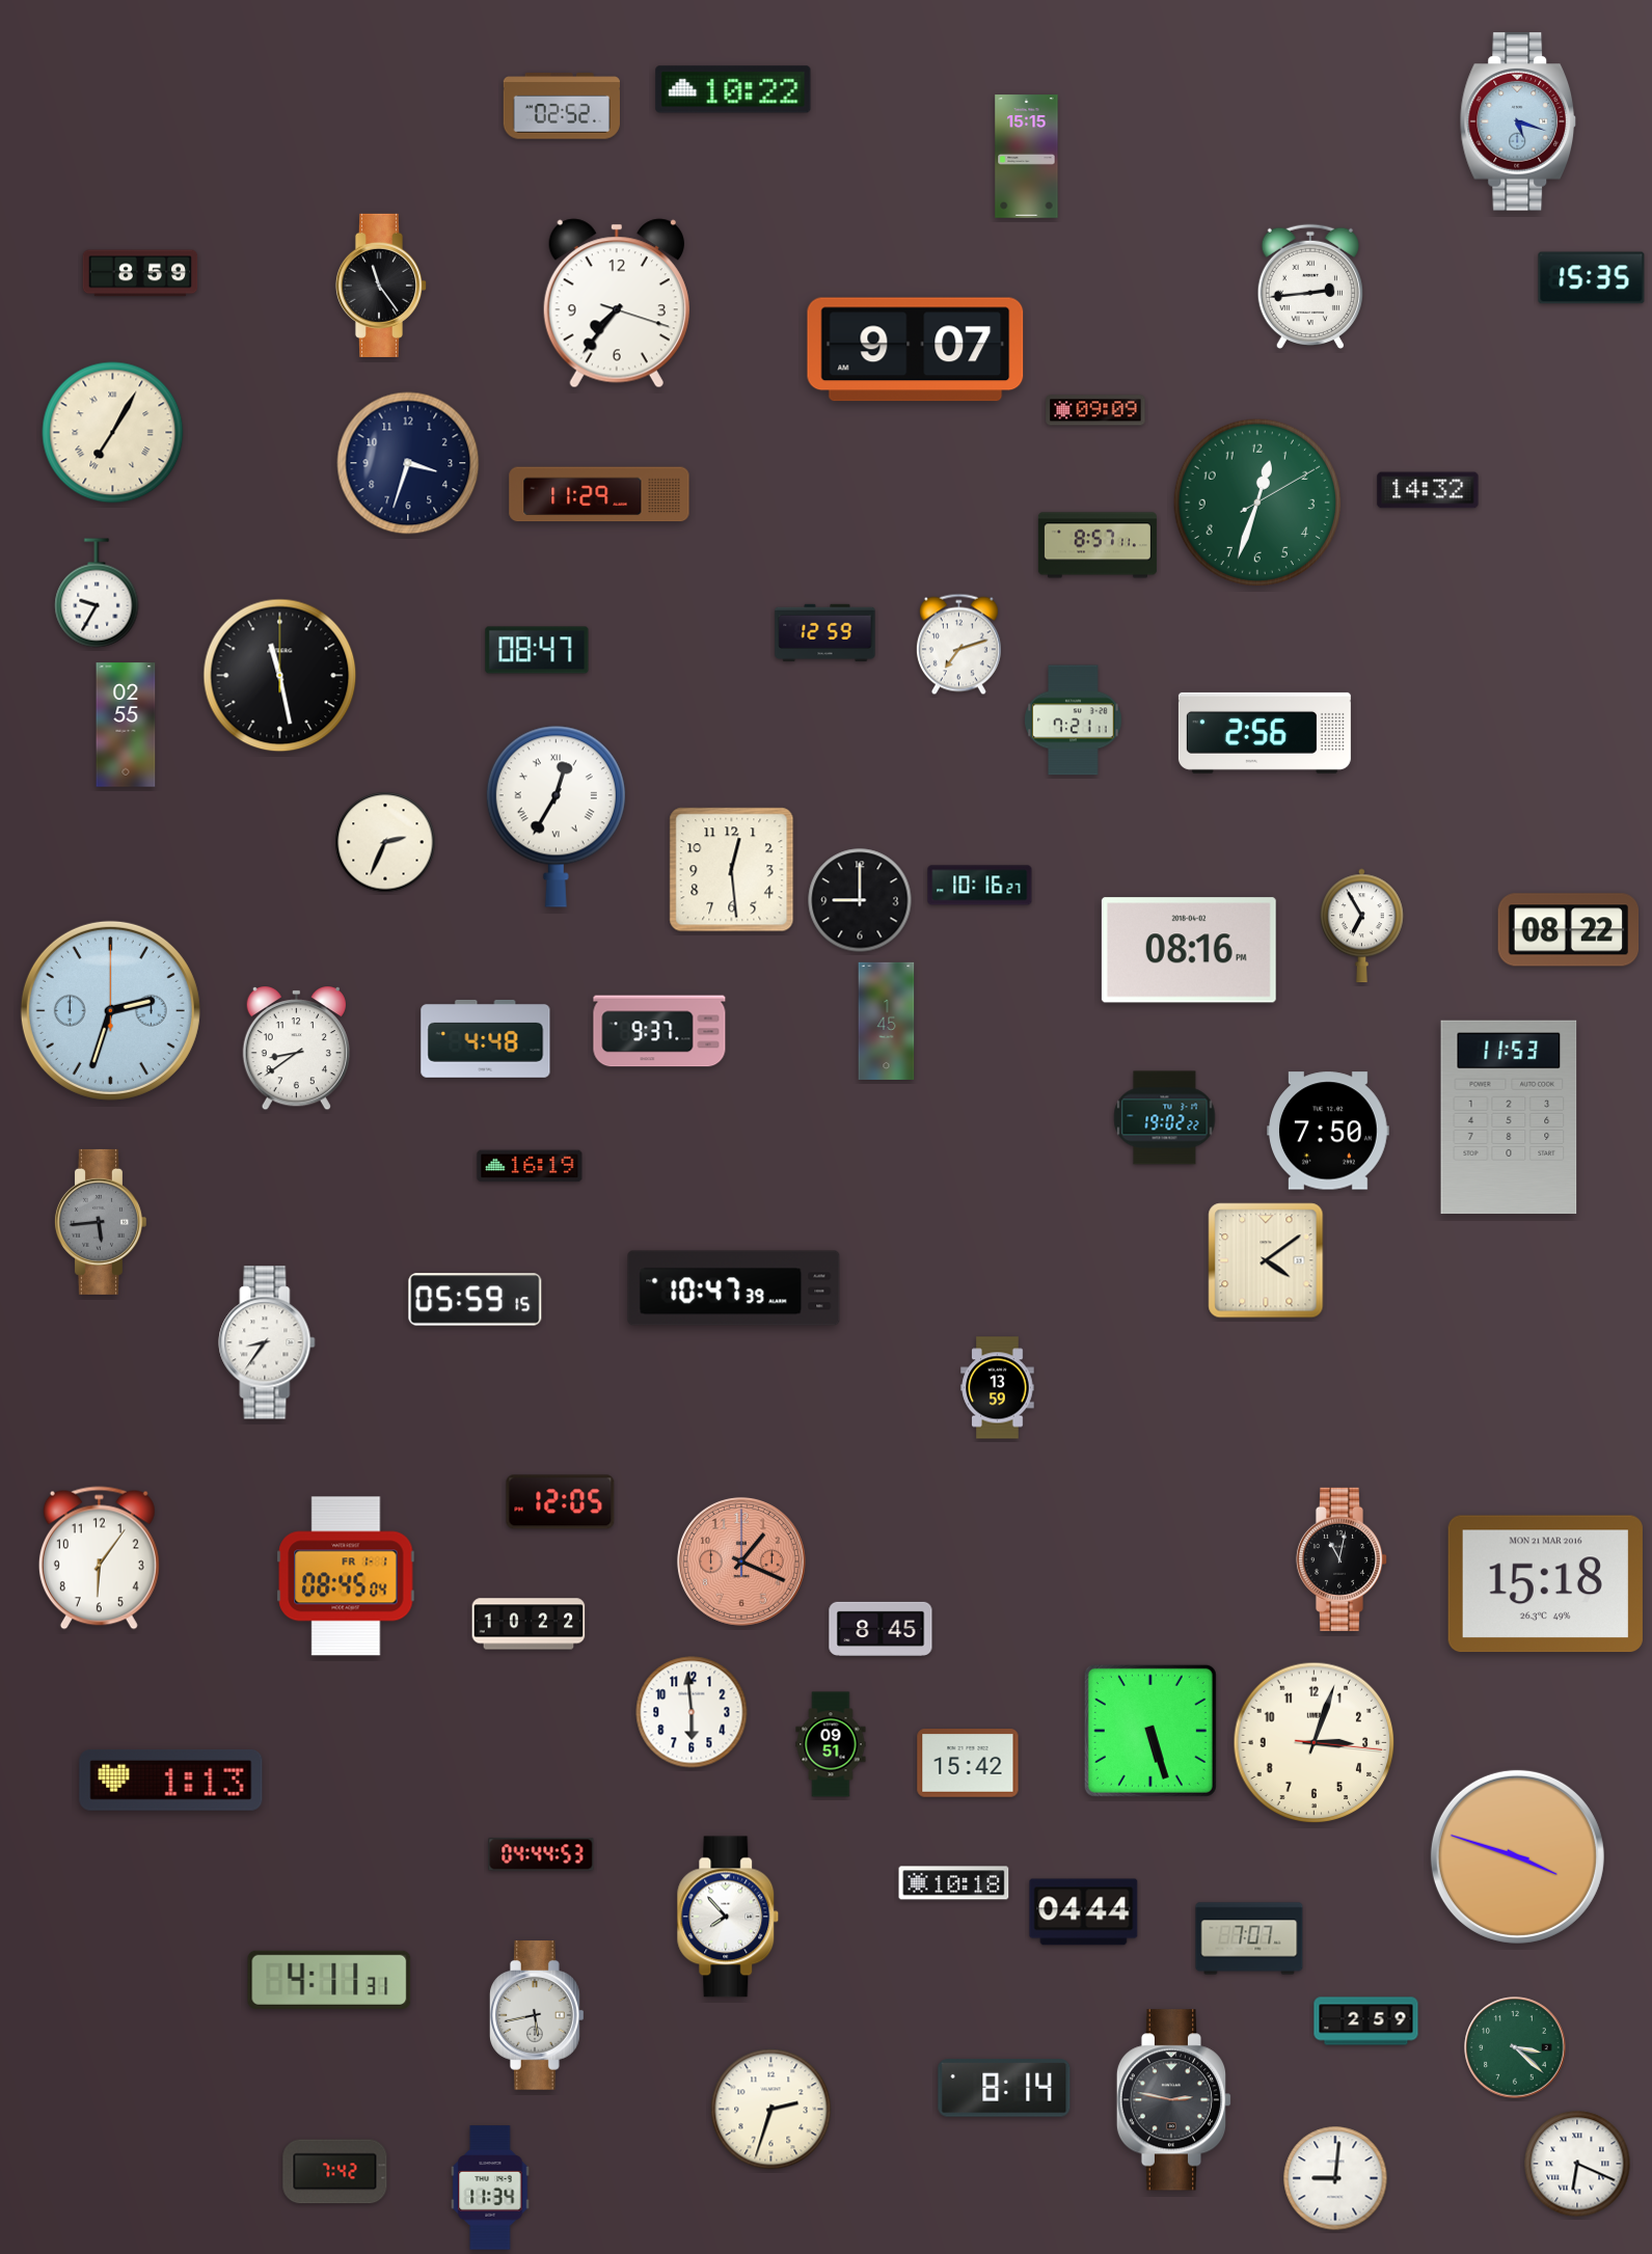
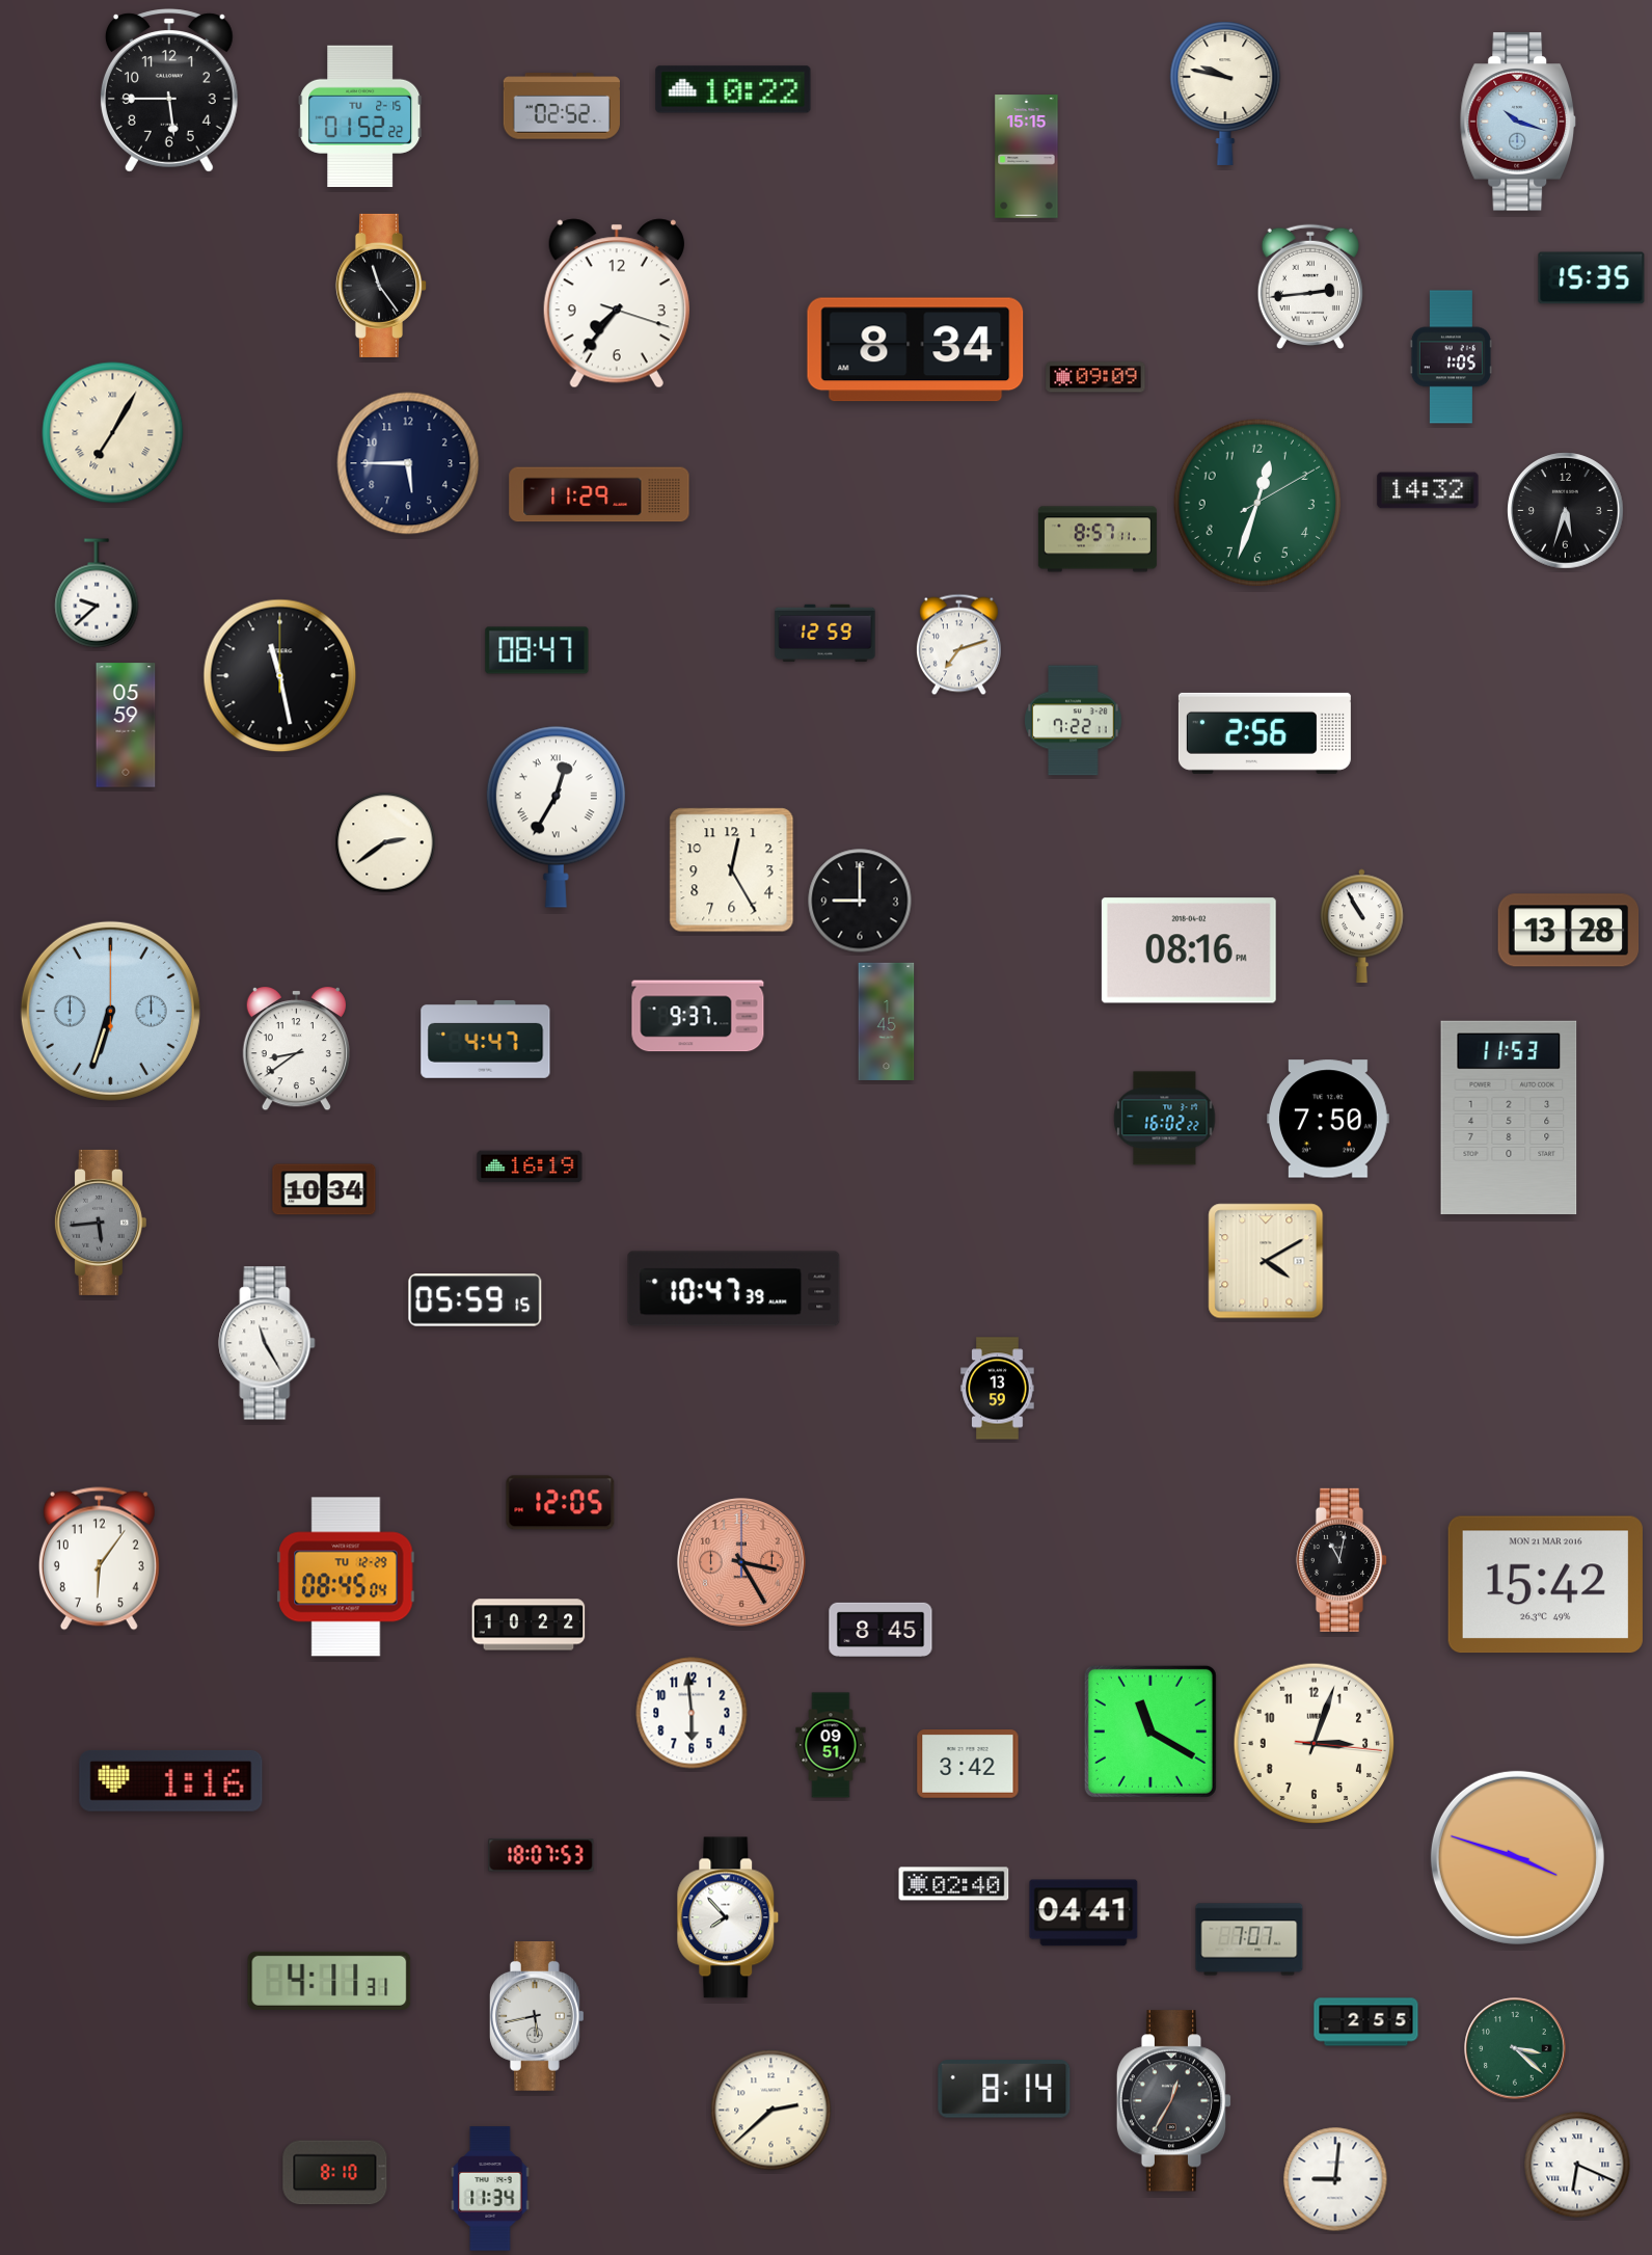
clock at (169, 90): none -> 5:45
clock at (1225, 93): none -> 9:47
clock at (360, 116): none -> 01:52
clock at (1517, 121): 5:18 -> 10:18
clock at (140, 273): 8:59 -> none
clock at (916, 350): 9:07 -> 8:34
clock at (1451, 357): none -> 1:05
clock at (1095, 410) position: (1095, 410) -> (1095, 377)
clock at (408, 463): 3:33 -> 5:45
clock at (1566, 511): none -> 5:33
clock at (1098, 545) position: (1098, 545) -> (1098, 539)
clock at (97, 593): 9:35 -> 9:38
clock at (1074, 721): 7:21 -> 7:22
clock at (126, 725): 02:55 -> 05:59
clock at (385, 842): 2:34 -> 2:39
clock at (732, 870): 12:29 -> 12:25
clock at (980, 886): 10:16 -> none
clock at (1362, 926): 6:55 -> 10:55
clock at (1569, 930): 08:22 -> 13:28
clock at (110, 1010): 2:33 -> 6:33
clock at (659, 1031) position: (659, 1031) -> (698, 1016)
clock at (486, 1039): 4:48 -> 4:47
clock at (1165, 1118): 19:02 -> 16:02
clock at (1329, 1131) position: (1329, 1131) -> (1329, 1119)
clock at (324, 1189): none -> 10:34
clock at (1266, 1260): 4:09 -> 4:10
clock at (267, 1342): 8:36 -> 11:25
clock at (741, 1561): 1:19 -> 3:25
clock at (346, 1576) date: FR 1-1 -> TU 12-29
clock at (1545, 1584): 15:18 -> 15:42
clock at (1150, 1731): 5:27 -> 11:20
clock at (968, 1763): 15:42 -> 3:42
clock at (171, 1780): 1:13 -> 1:16
clock at (541, 1854): 04:44 -> 18:07
clock at (954, 1883): 10:18 -> 02:40
clock at (1084, 1912): 04:44 -> 04:41
clock at (1366, 2021): 2:59 -> 2:55
clock at (1174, 2100): 2:47 -> 12:35
clock at (771, 2110): 2:33 -> 2:38
clock at (335, 2172): 7:42 -> 8:10
